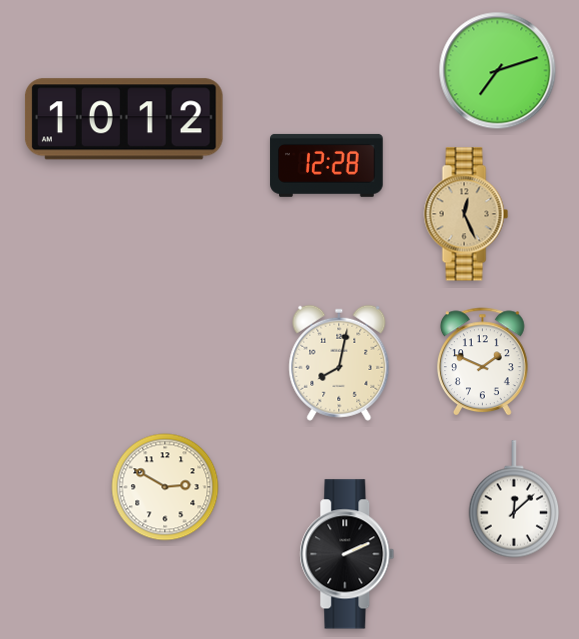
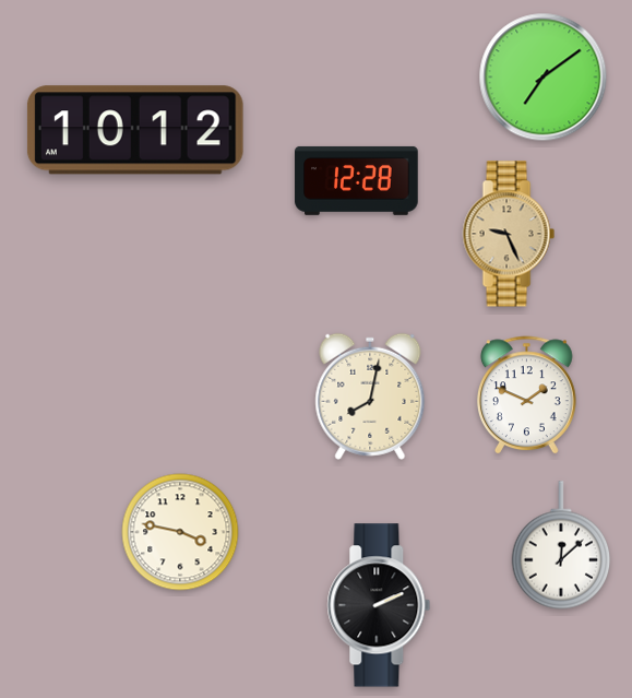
clock at (498, 71): 7:12 -> 7:09
clock at (466, 214): 12:26 -> 9:26
clock at (165, 487): 2:50 -> 3:47
